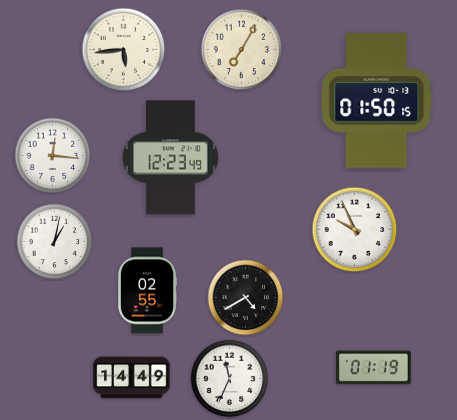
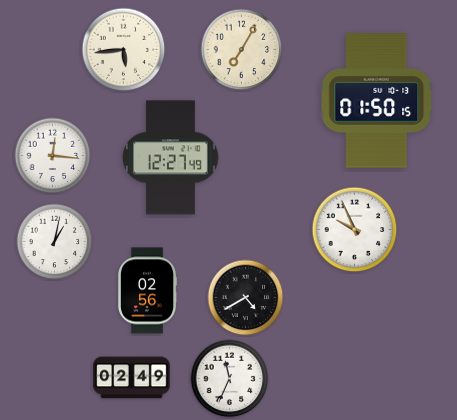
clock at (171, 158): 12:23 -> 12:27
clock at (147, 291): 02:55 -> 02:56
clock at (374, 368): 01:19 -> none
clock at (132, 378): 14:49 -> 02:49
